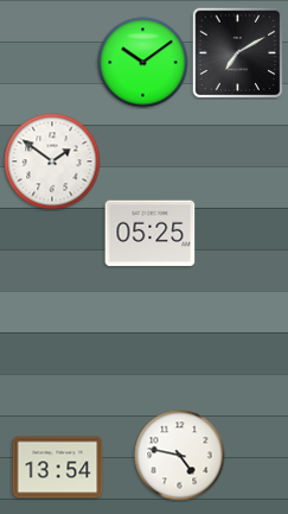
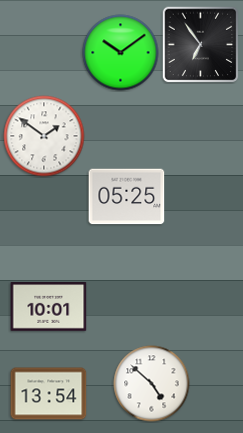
clock at (237, 52): 7:10 -> 6:54
clock at (49, 307): none -> 10:01
clock at (180, 456): 4:47 -> 4:52
